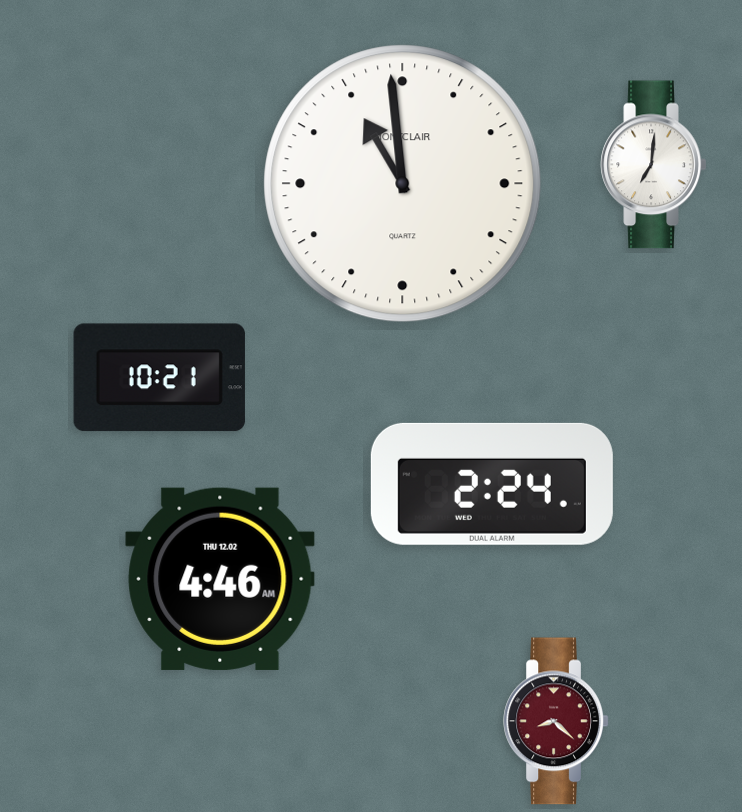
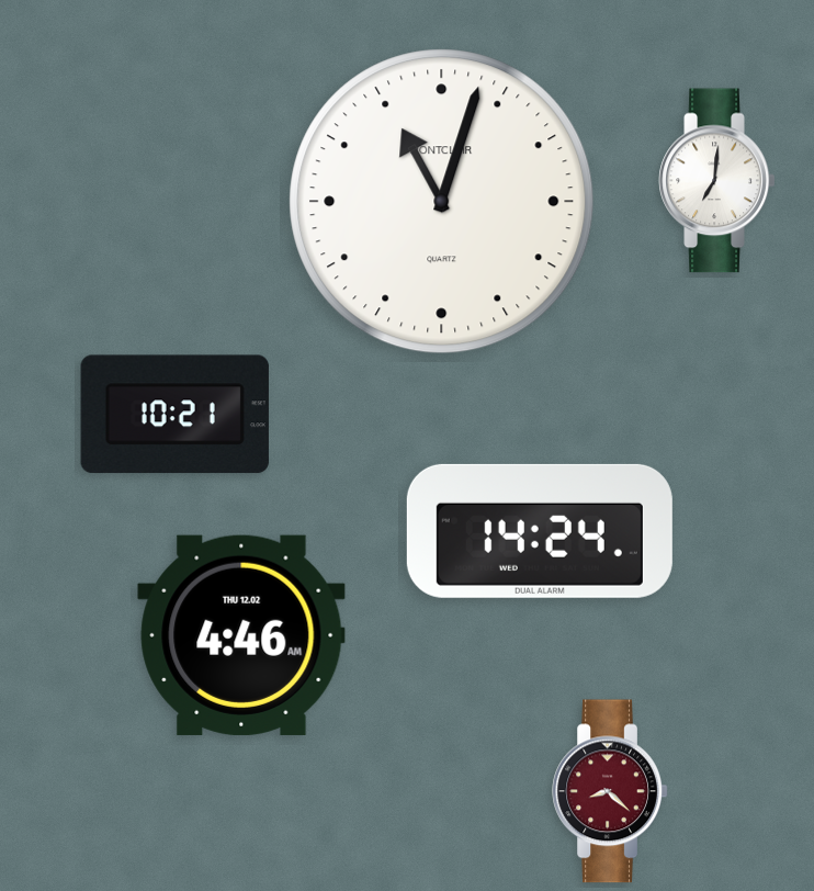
clock at (403, 184): 10:59 -> 11:03
clock at (492, 484): 2:24 -> 14:24
